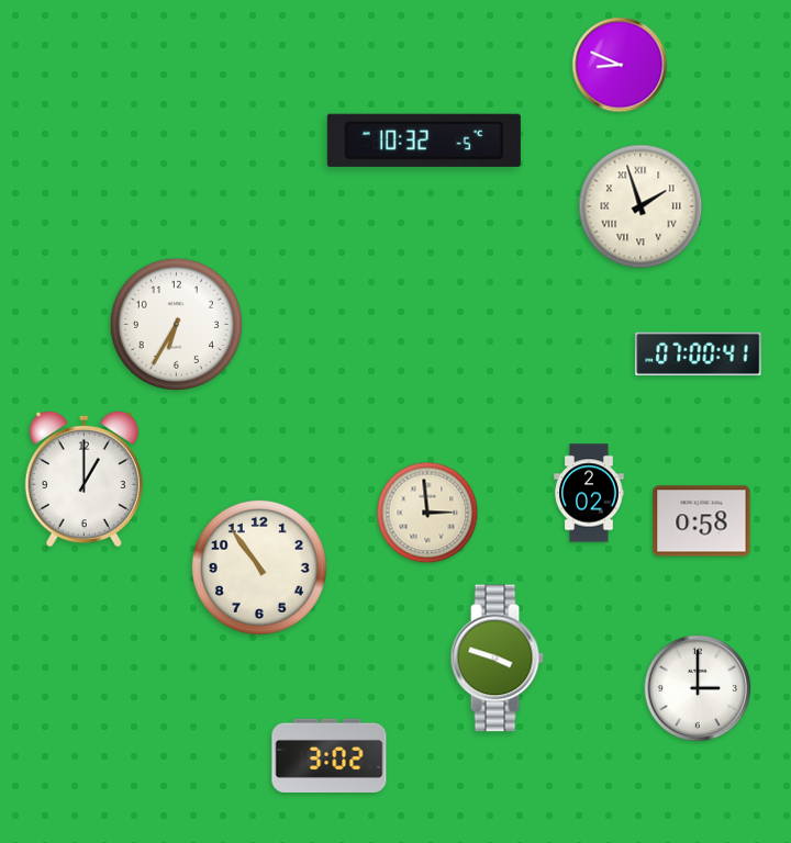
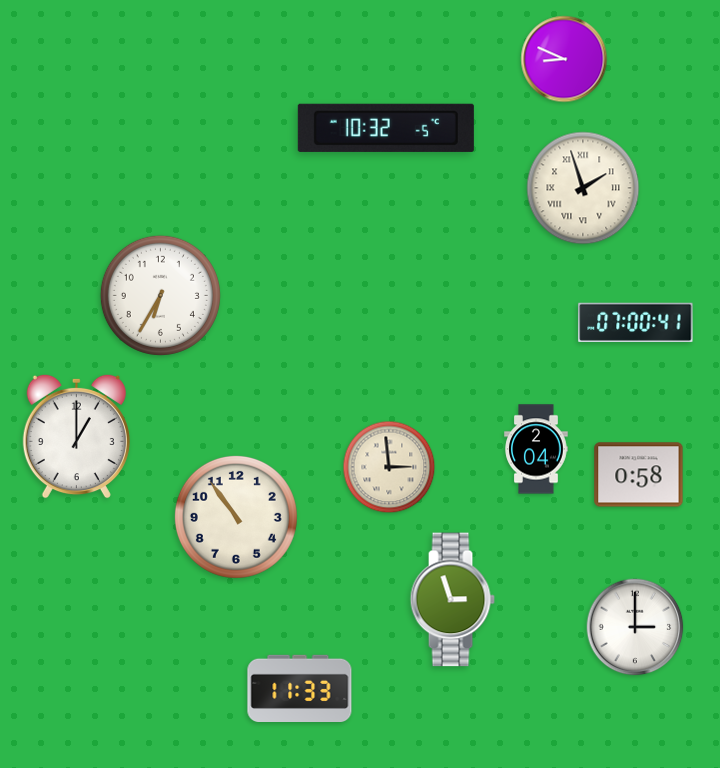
clock at (589, 493): 2:02 -> 2:04
clock at (497, 659): 3:48 -> 2:57
clock at (330, 755): 3:02 -> 11:33
